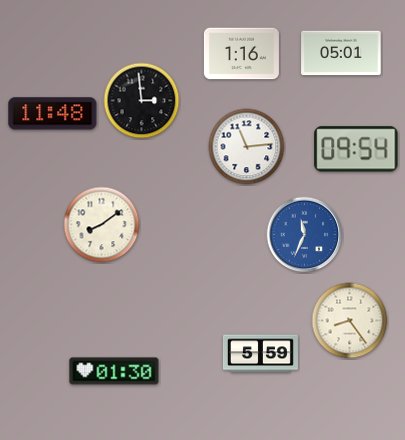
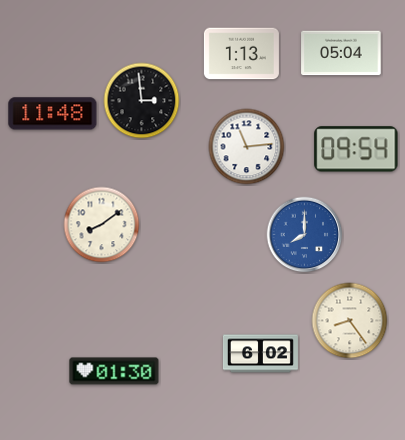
clock at (341, 53): 05:01 -> 05:04
clock at (241, 54): 1:16 -> 1:13
clock at (305, 235): 11:34 -> 8:00
clock at (260, 354): 5:59 -> 6:02
